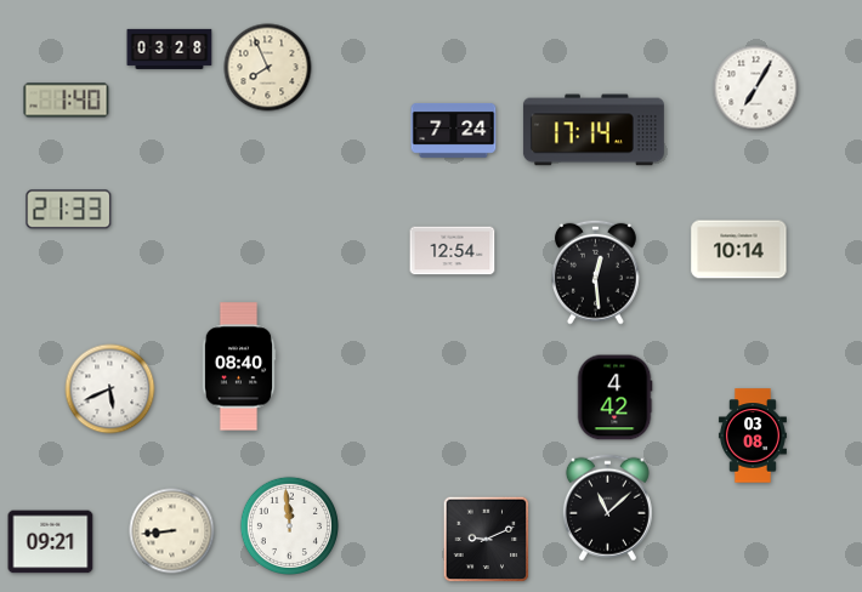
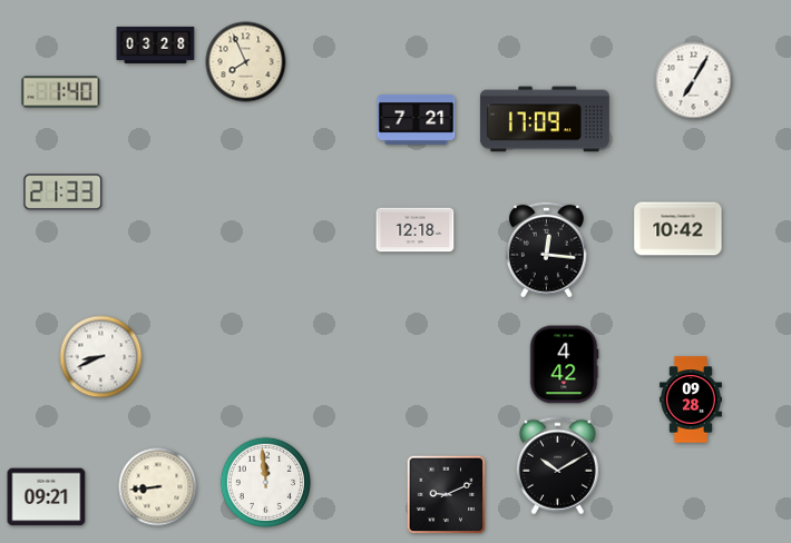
clock at (454, 130): 7:24 -> 7:21
clock at (594, 130): 17:14 -> 17:09
clock at (739, 250): 10:14 -> 10:42
clock at (453, 251): 12:54 -> 12:18
clock at (595, 272): 12:29 -> 12:16
clock at (239, 366): 08:40 -> none
clock at (110, 389): 5:41 -> 8:41
clock at (753, 436): 03:08 -> 09:28
clock at (607, 508): 11:08 -> 10:10
